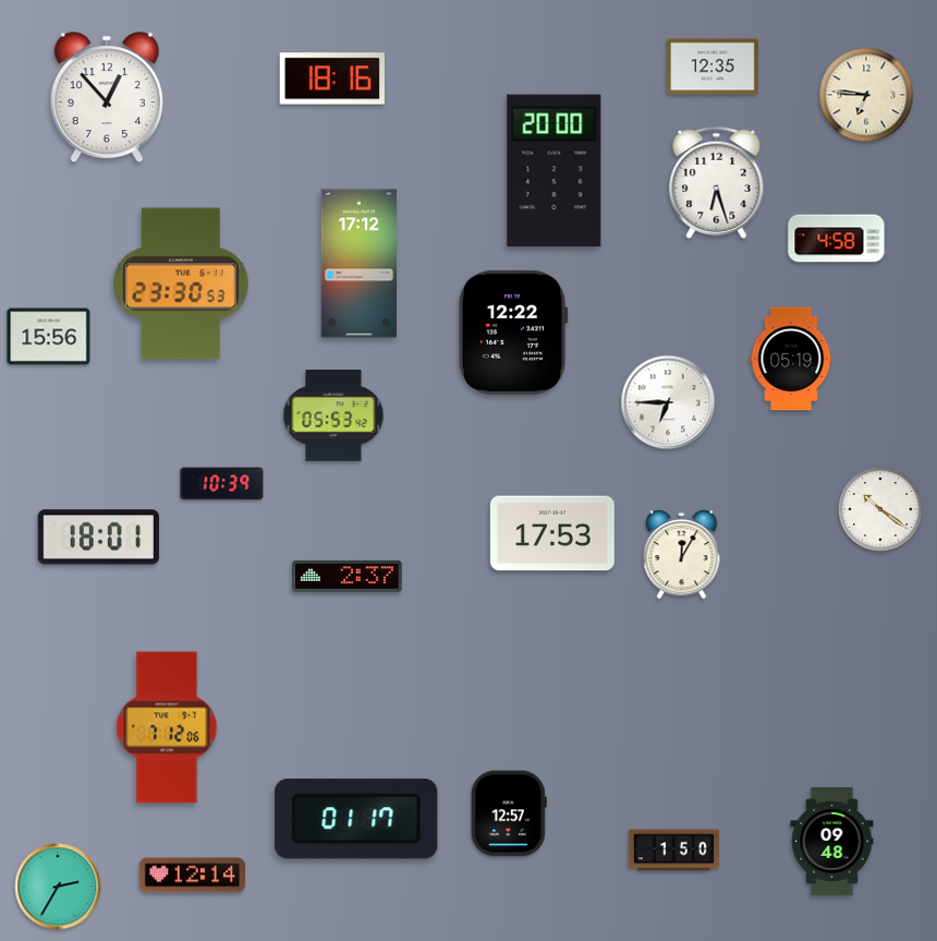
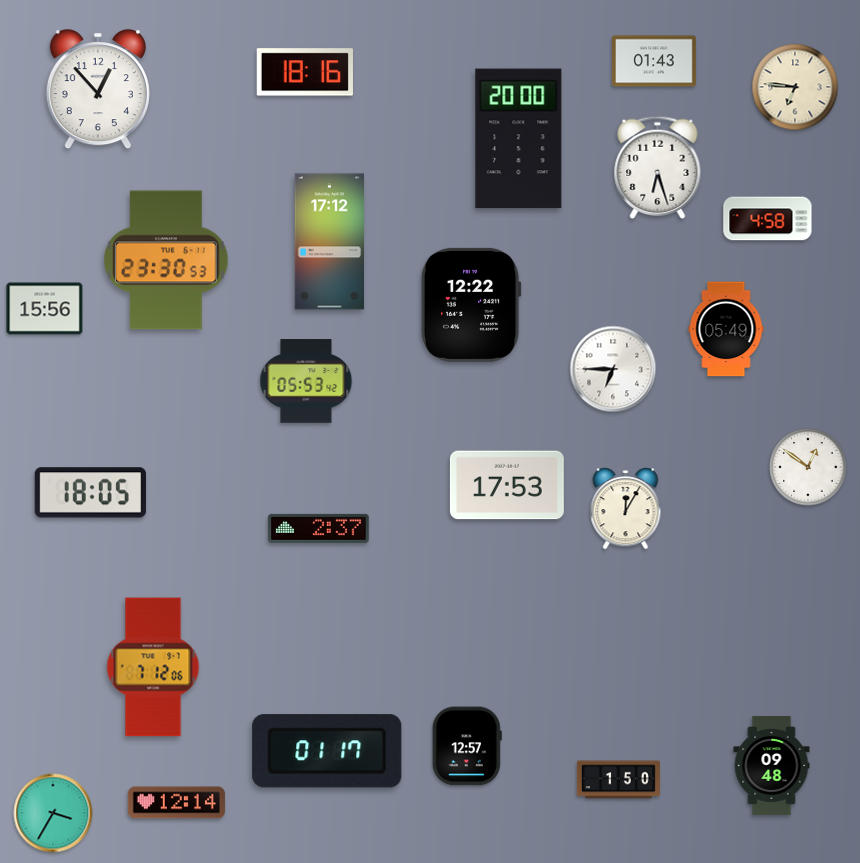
clock at (713, 67): 12:35 -> 01:43
clock at (555, 171) position: (555, 171) -> (519, 139)
clock at (791, 359): 05:19 -> 05:49
clock at (222, 484): 10:39 -> none
clock at (880, 509): 10:21 -> 12:51
clock at (552, 533) position: (552, 533) -> (507, 485)
clock at (98, 538): 18:01 -> 18:05
clock at (832, 841) position: (832, 841) -> (772, 765)
clock at (58, 886): 2:35 -> 3:35
